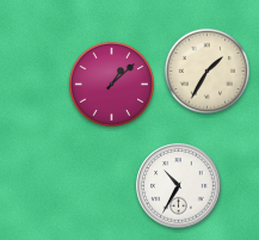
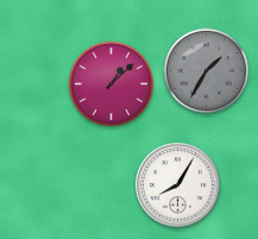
clock at (206, 70) dial: cream -> grey
clock at (179, 186): 10:35 -> 8:05
